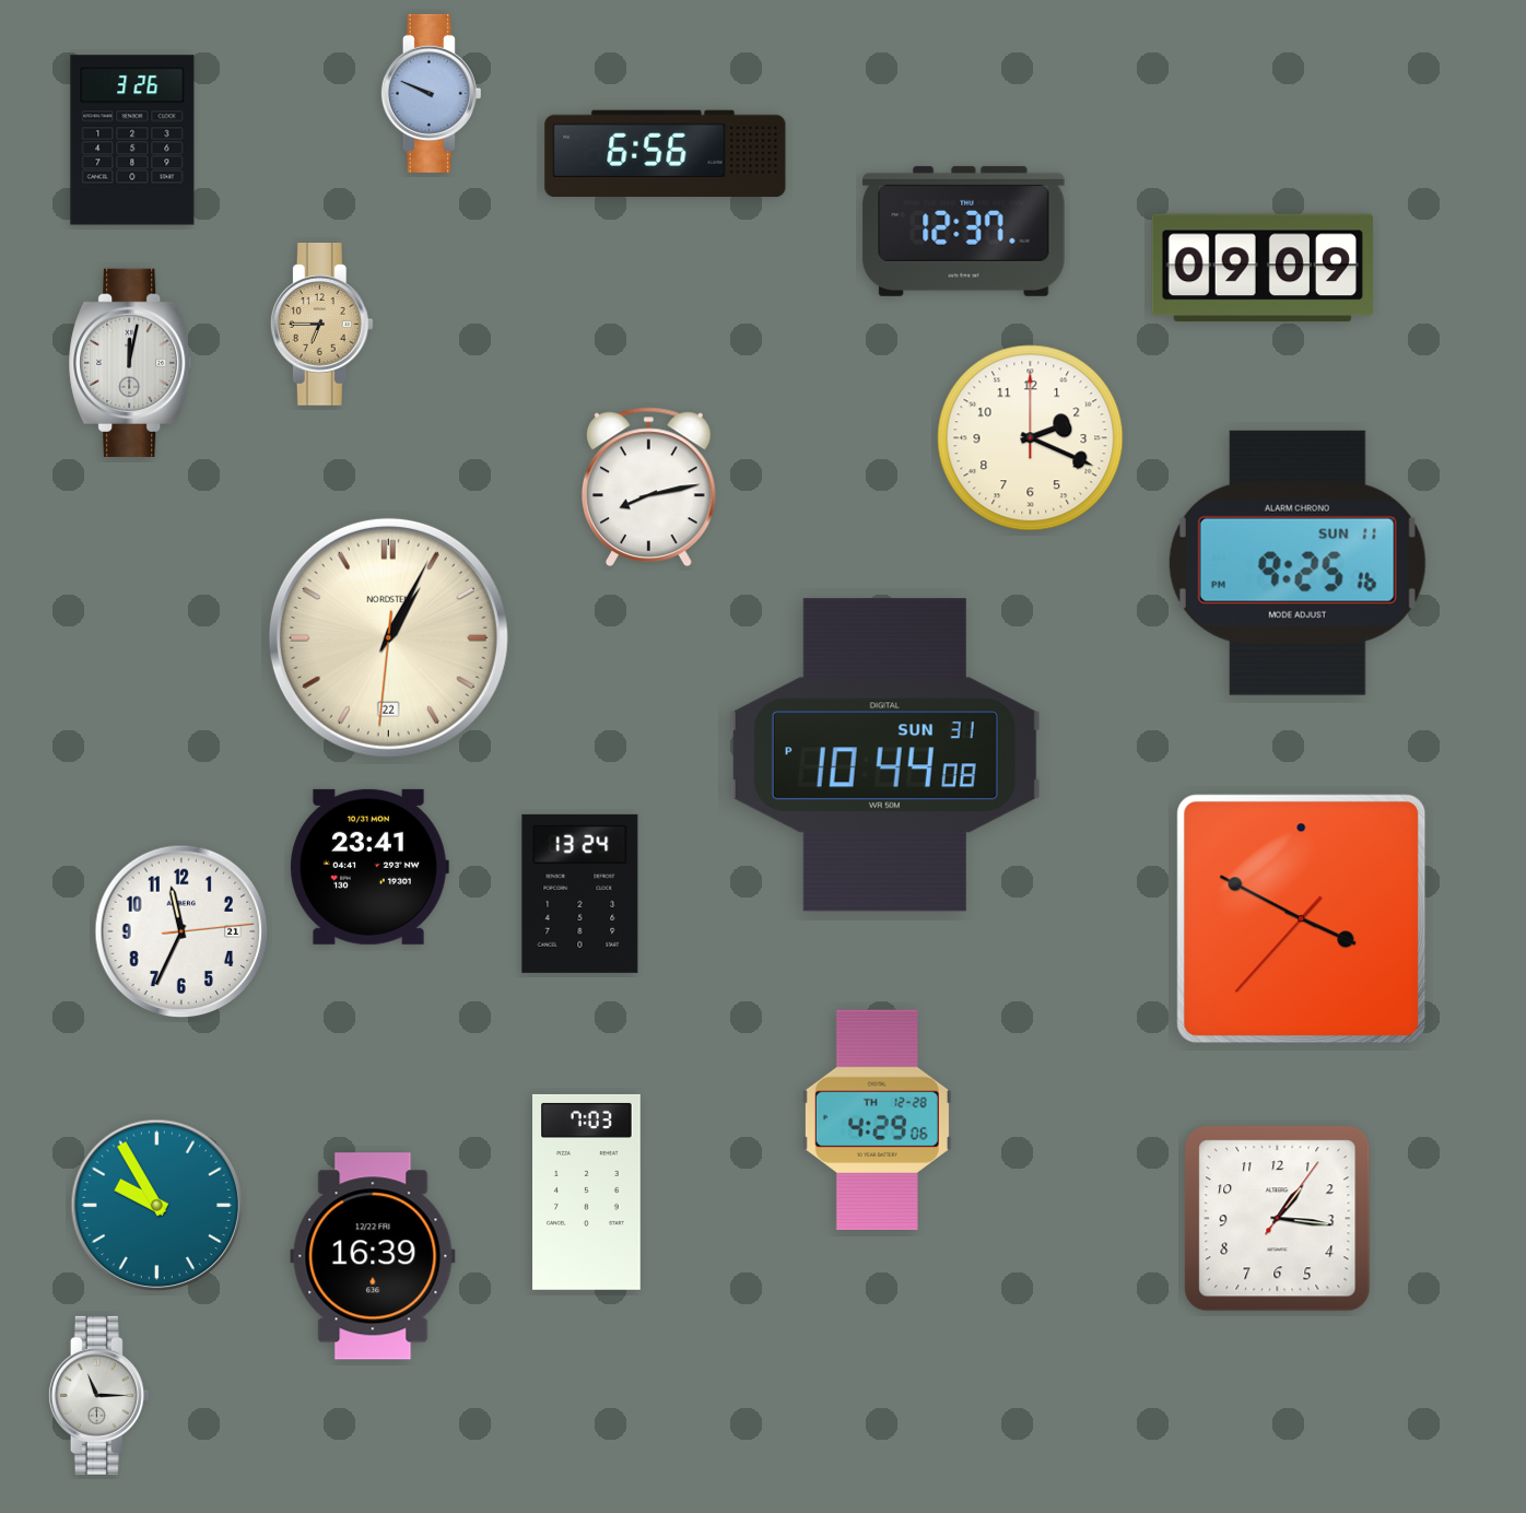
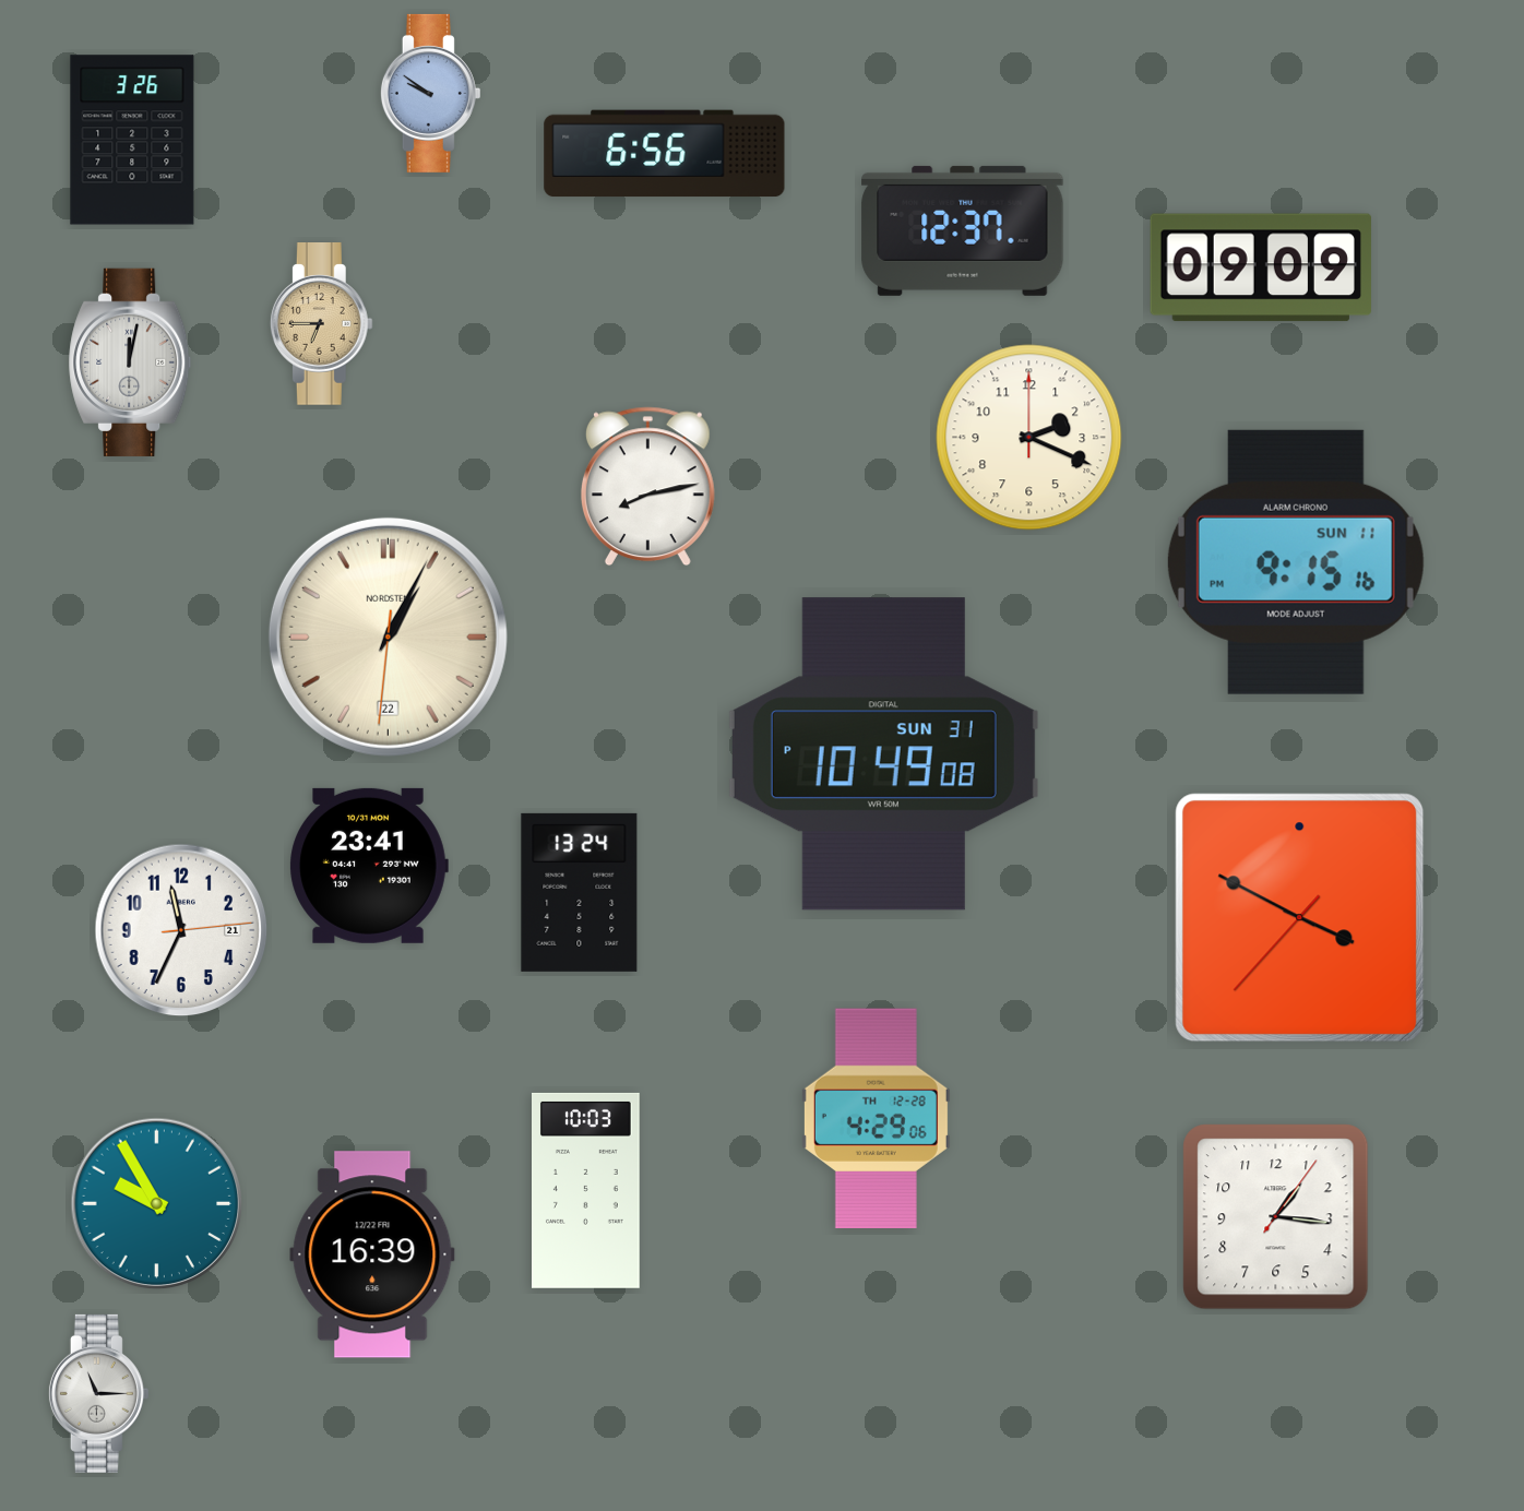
clock at (431, 93): 9:49 -> 9:51
clock at (1298, 563): 9:25 -> 9:15
clock at (884, 755): 10:44 -> 10:49
clock at (587, 1192): 7:03 -> 10:03
